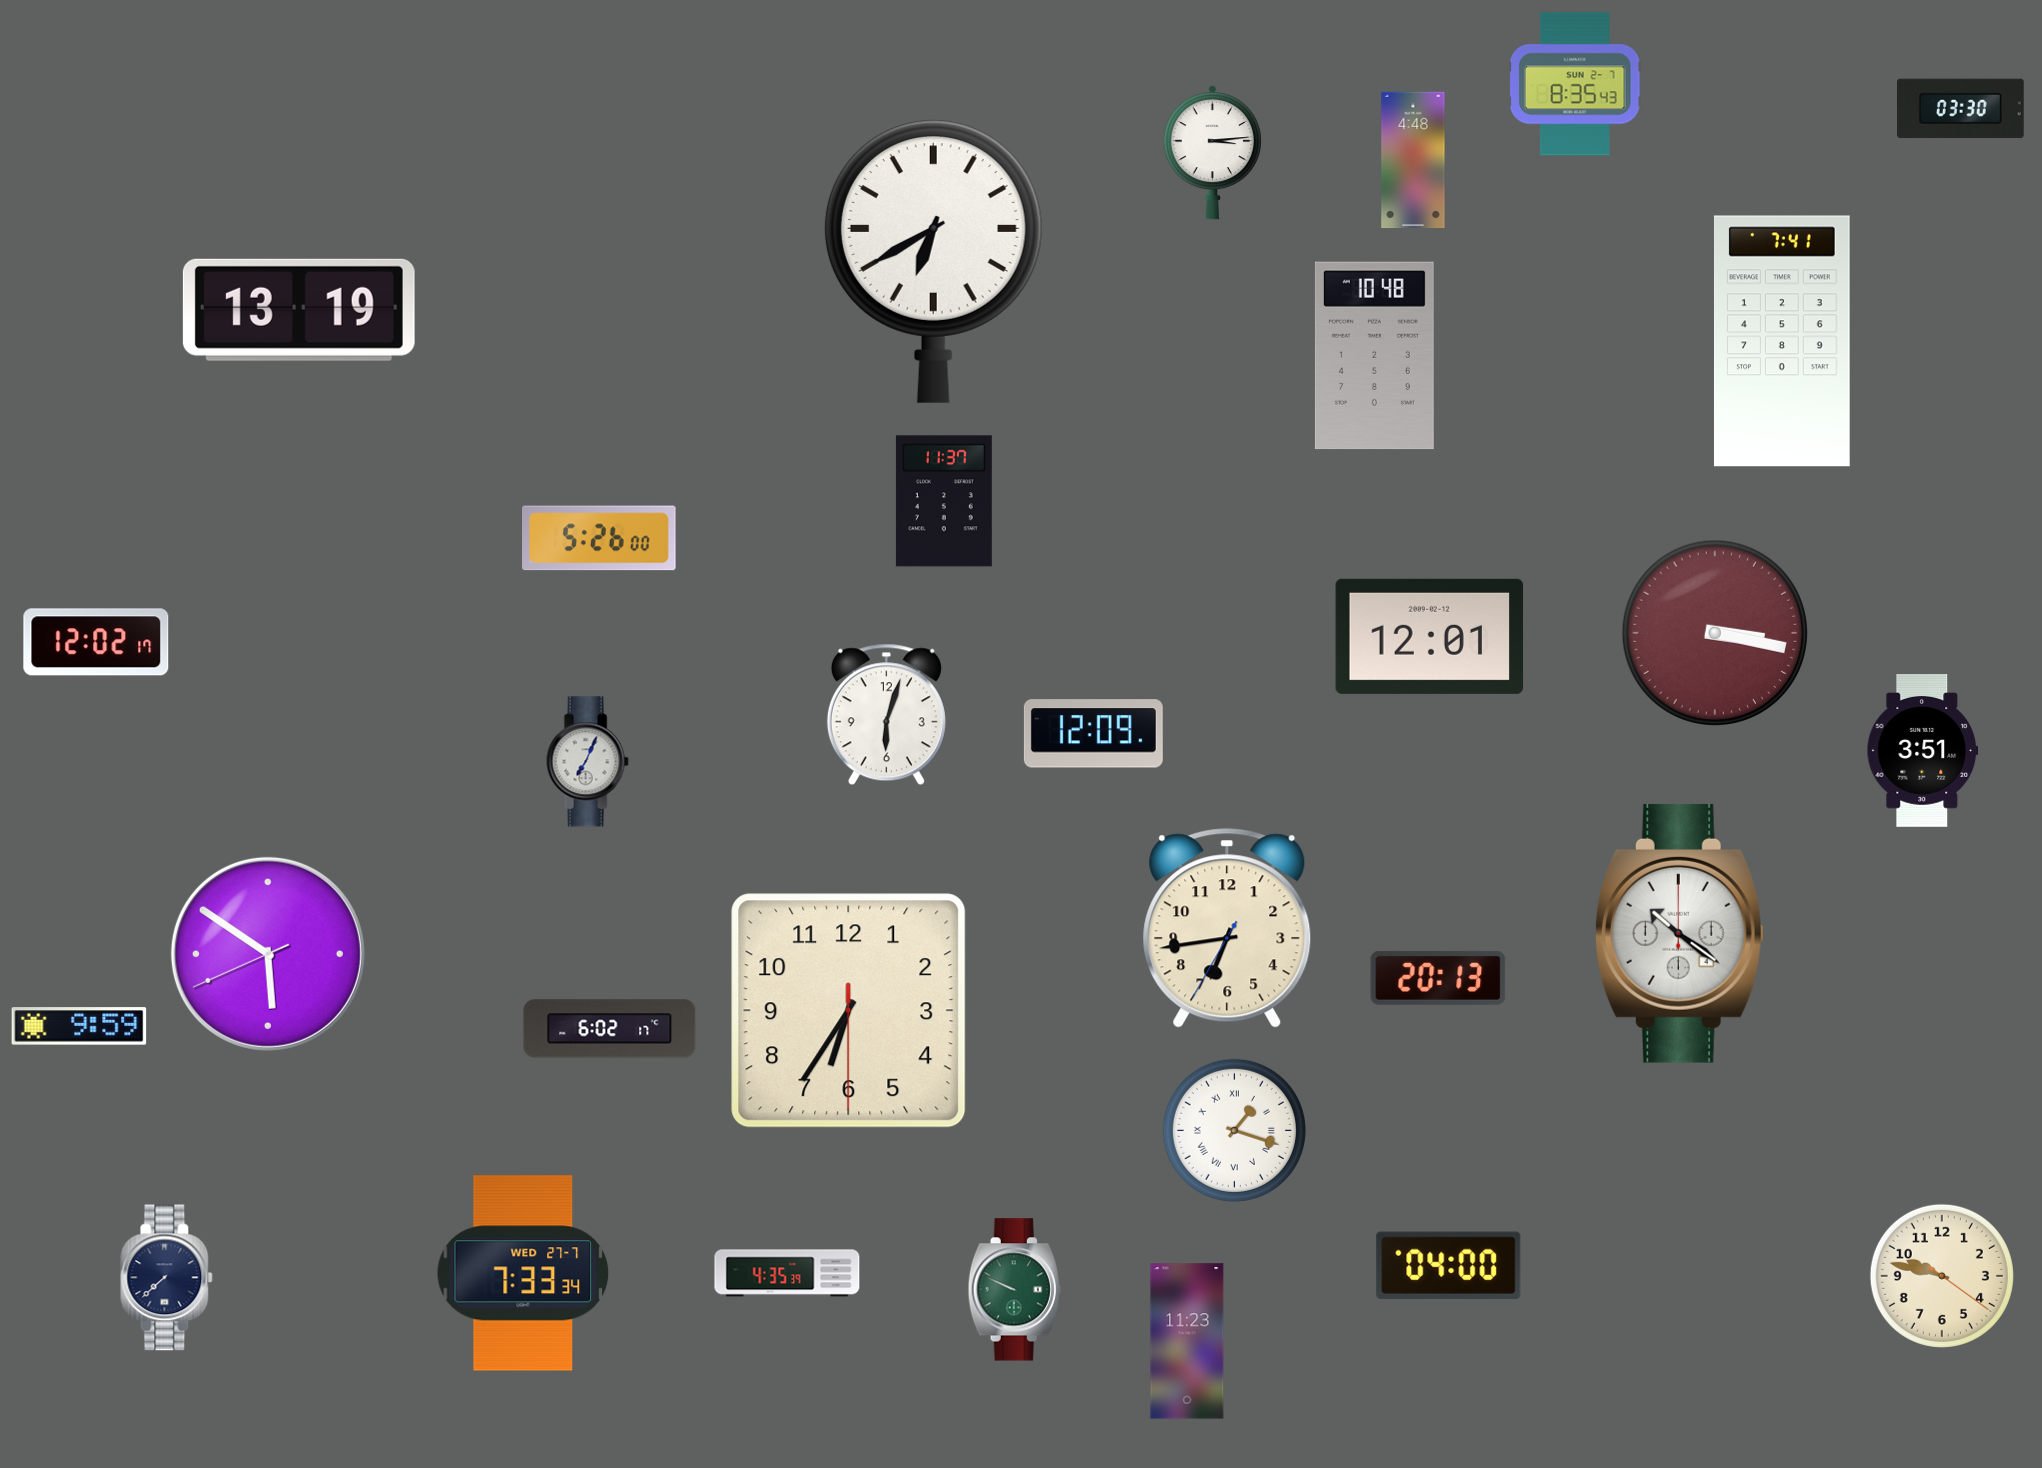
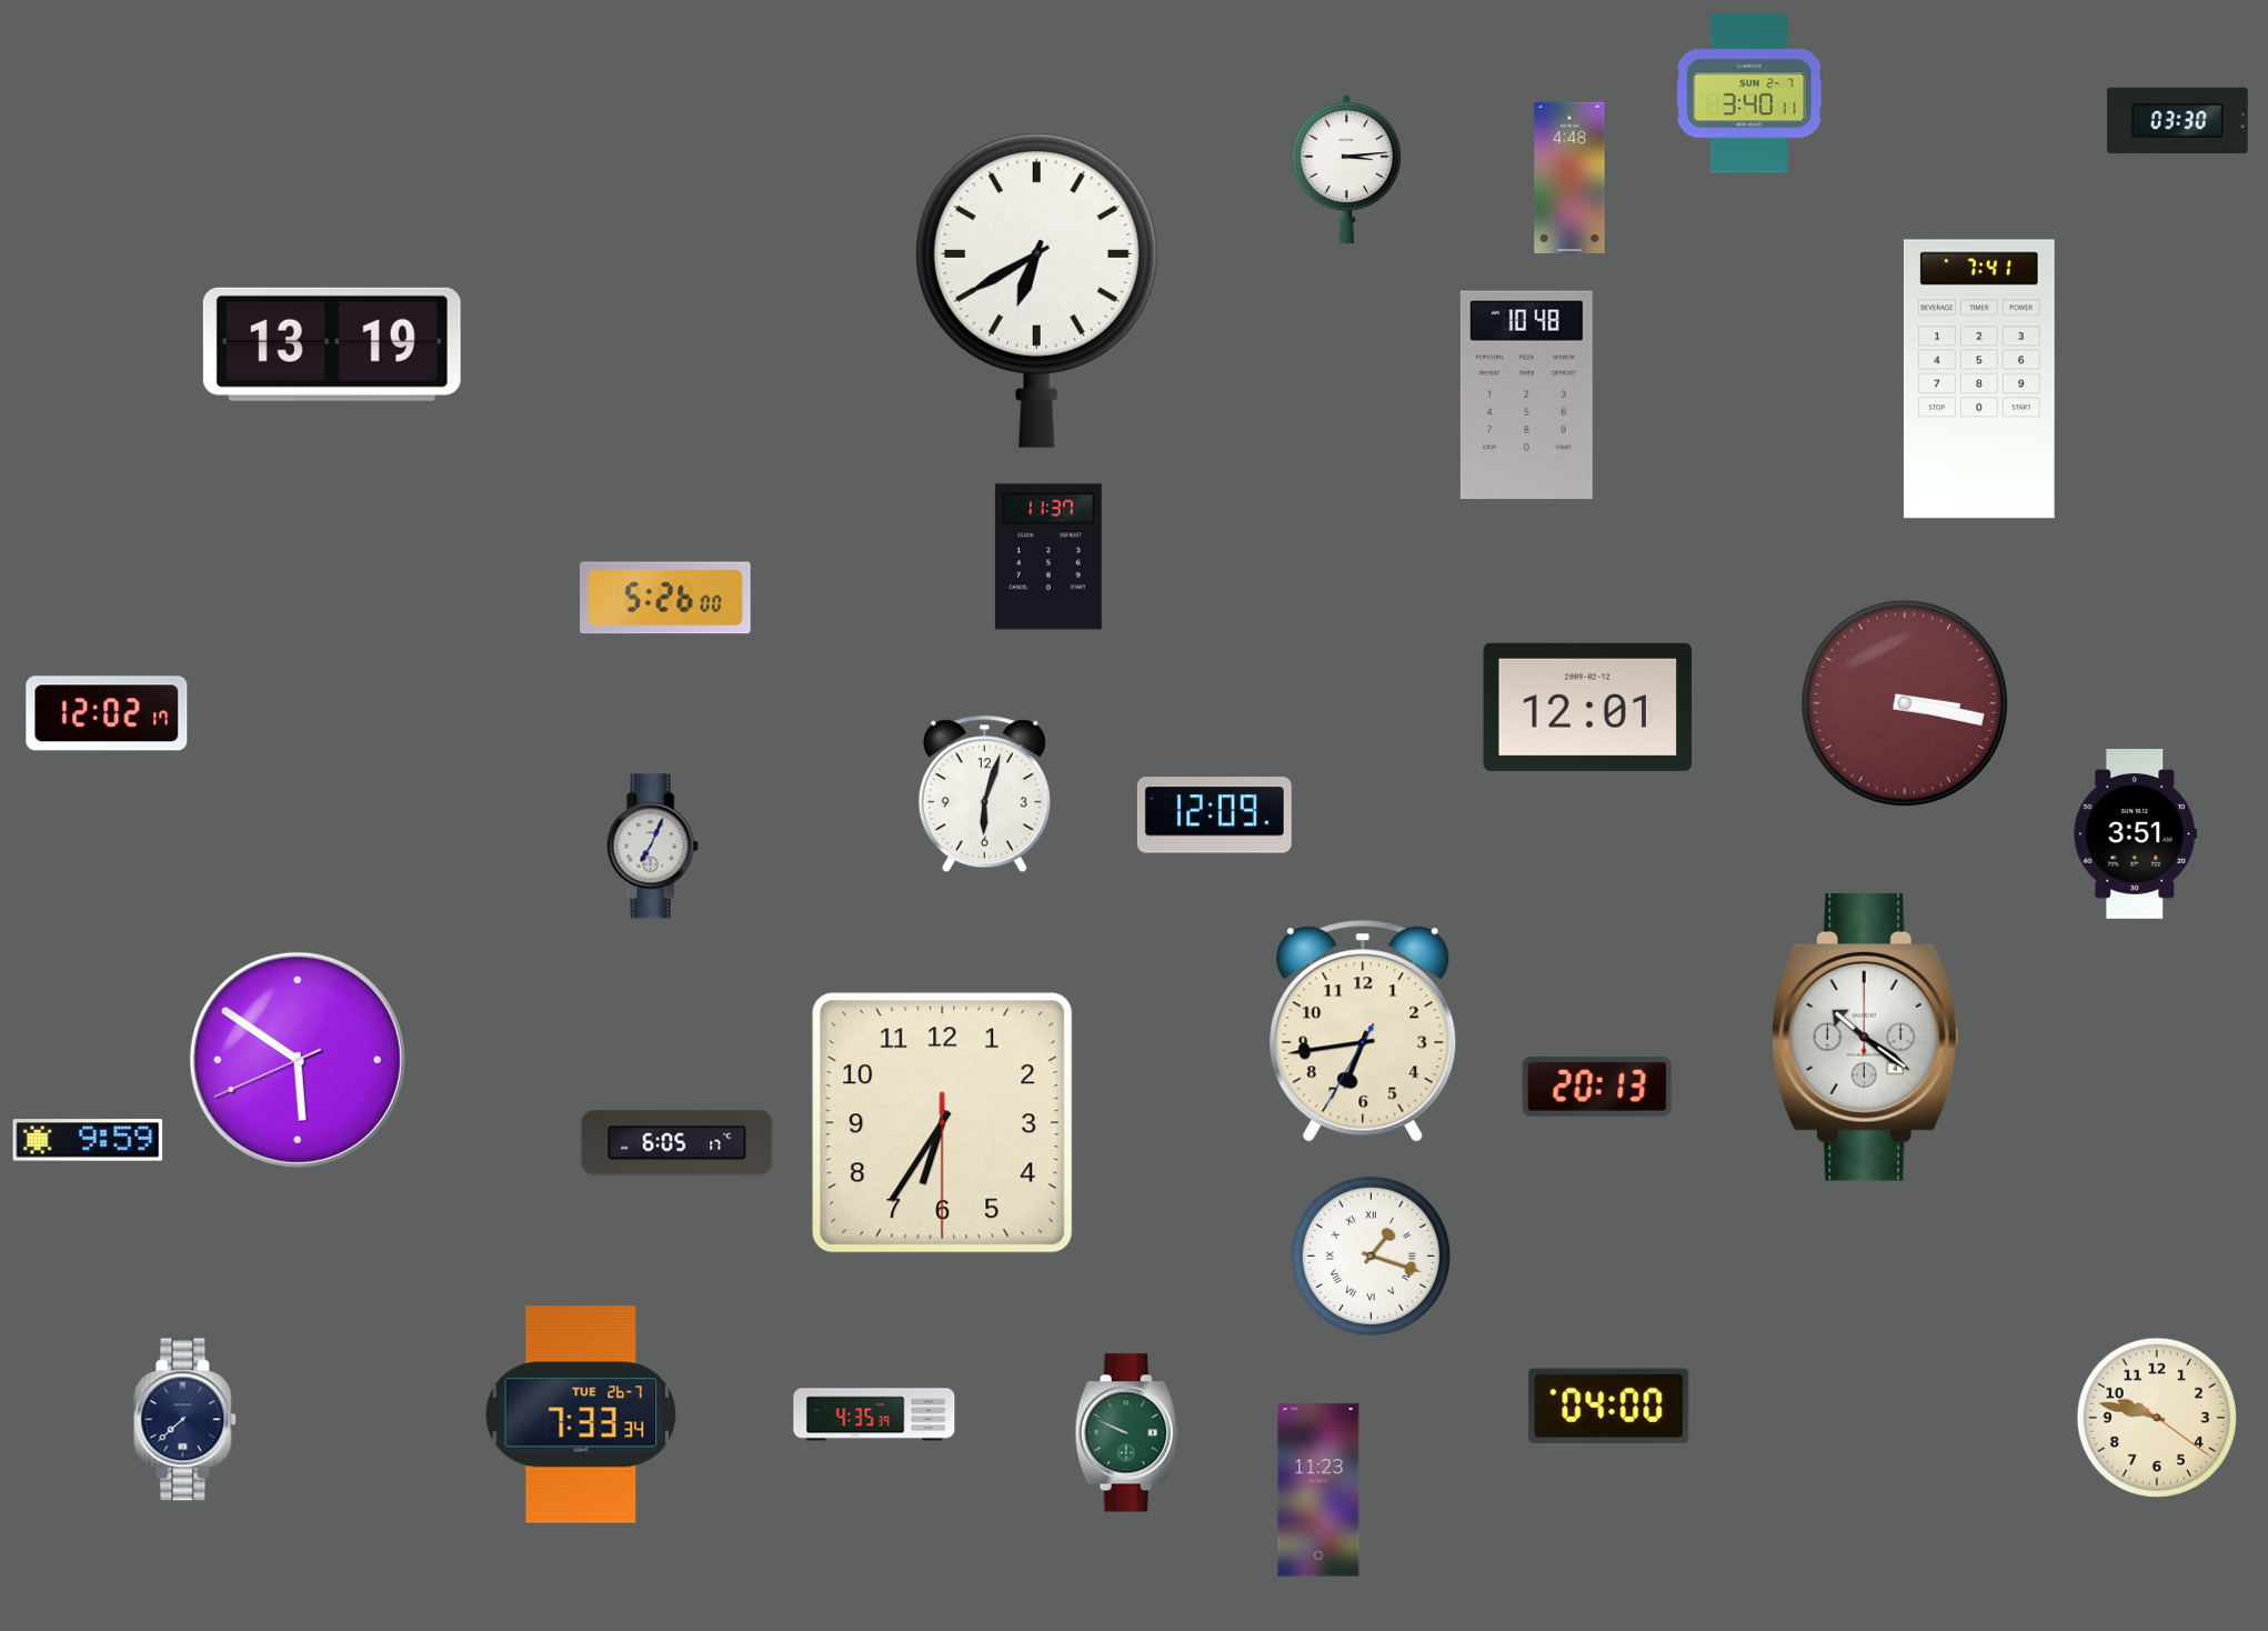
clock at (1575, 84): 8:35 -> 3:40
clock at (610, 1029): 6:02 -> 6:05
clock at (523, 1273) date: WED 27-7 -> TUE 26-7
